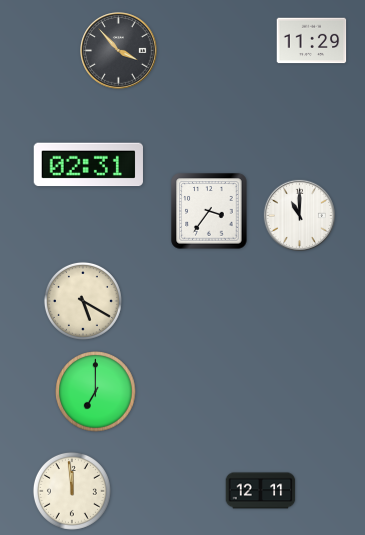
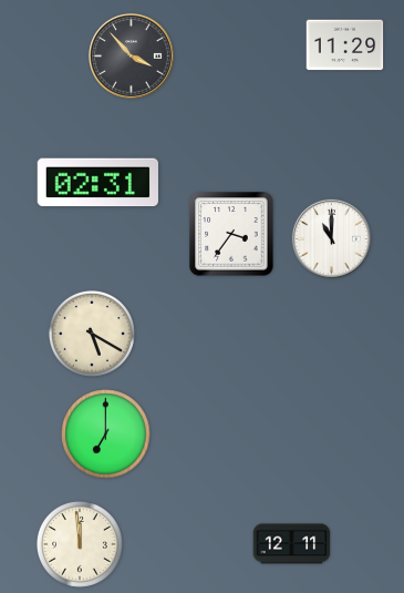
clock at (261, 491) position: (261, 491) -> (292, 544)
